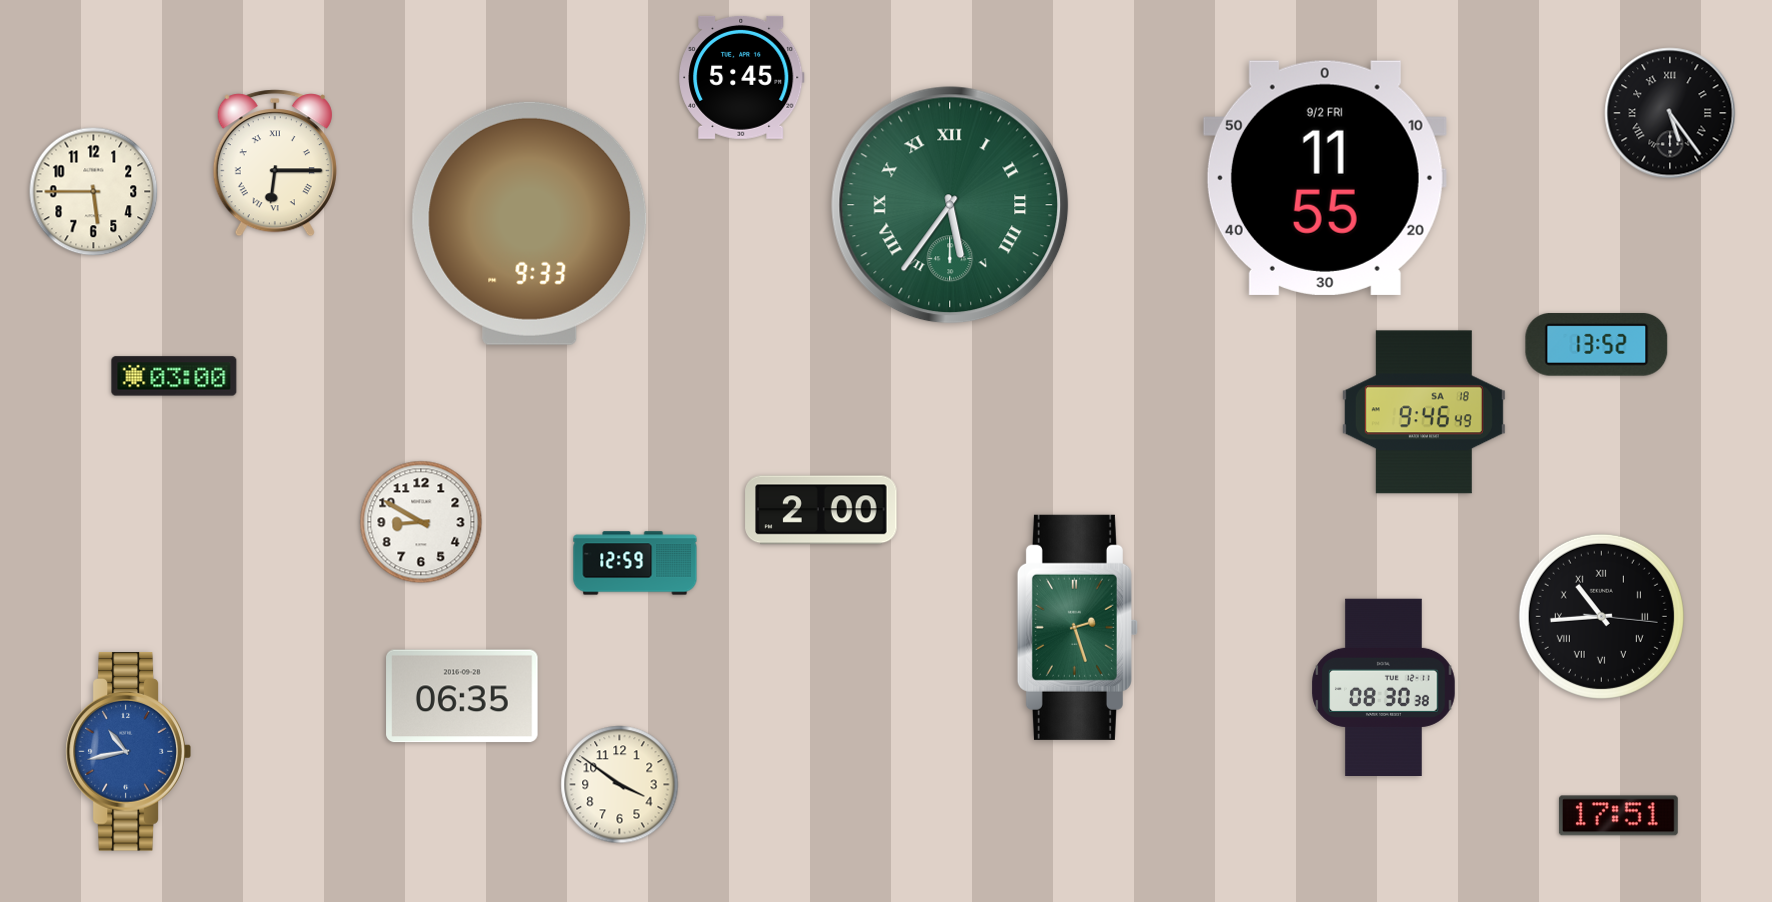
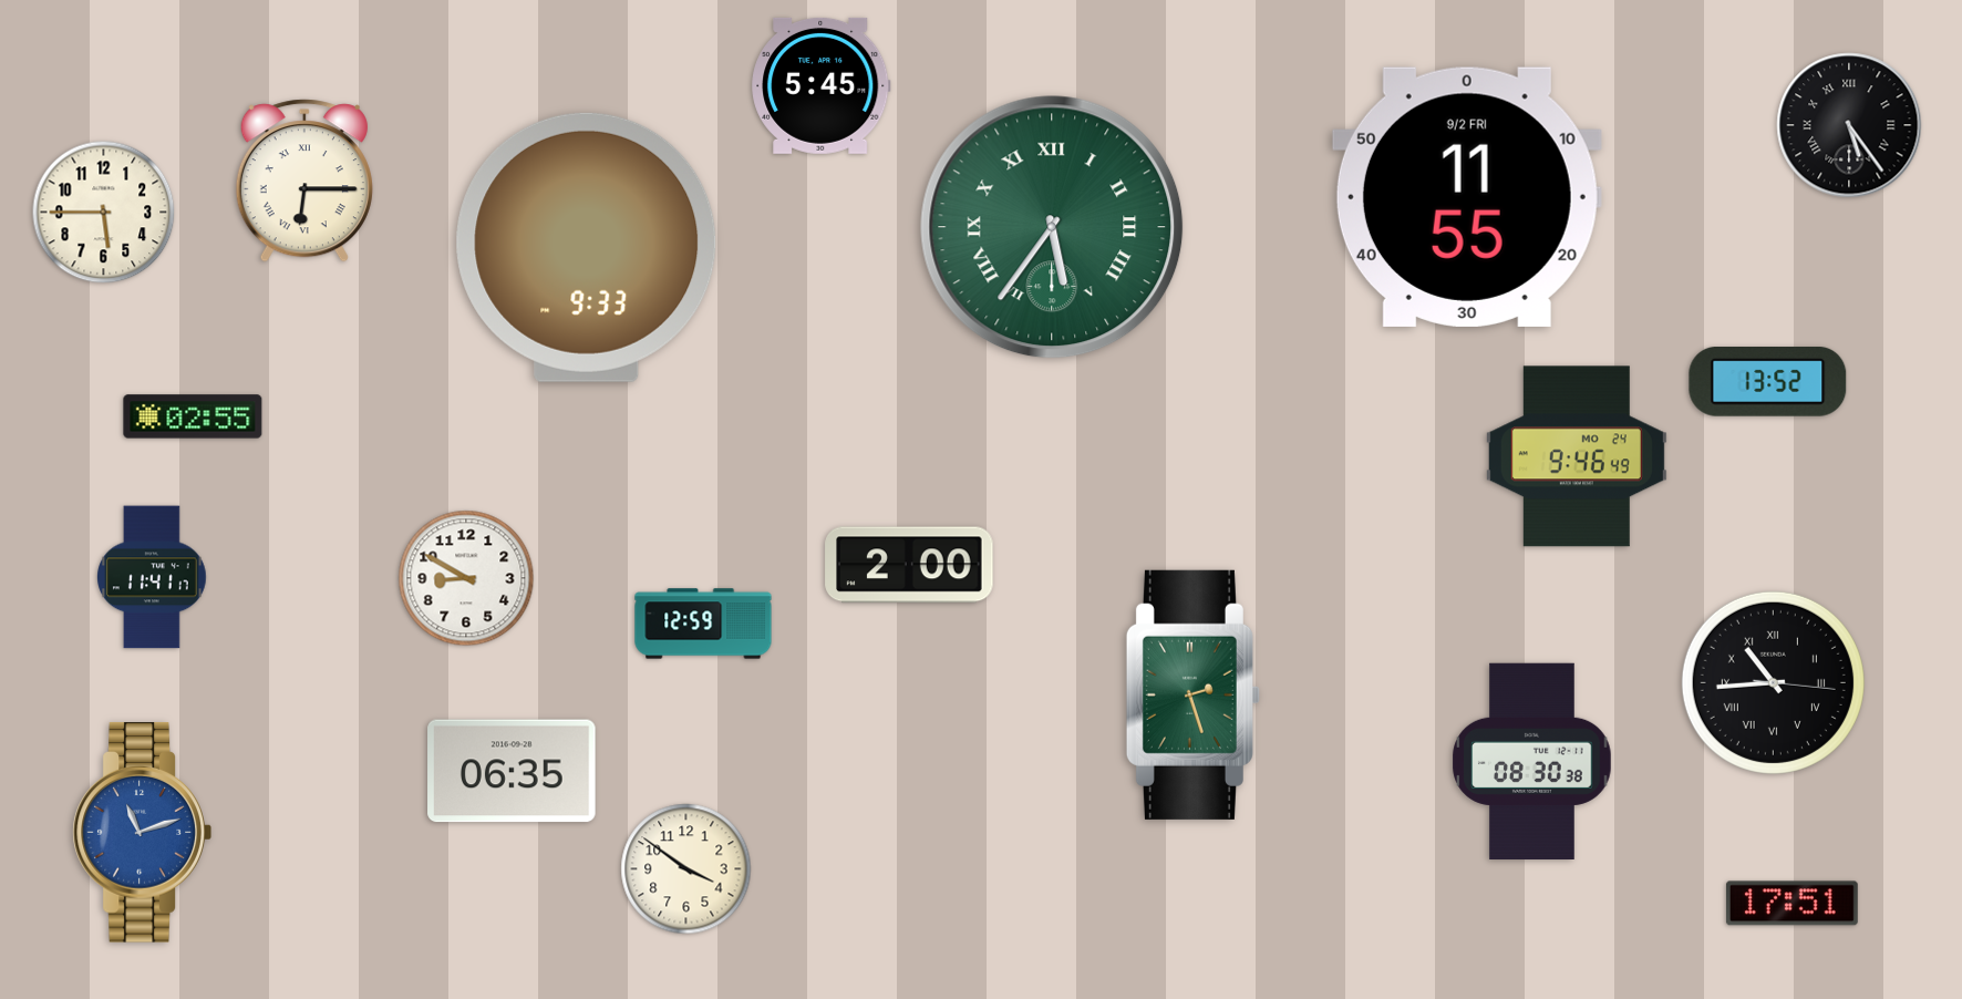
clock at (174, 376): 03:00 -> 02:55
clock at (1424, 412) date: SA 18 -> MO 24
clock at (153, 577): none -> 11:41
clock at (128, 752): 10:43 -> 11:12
